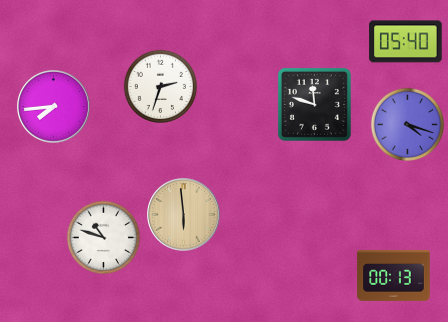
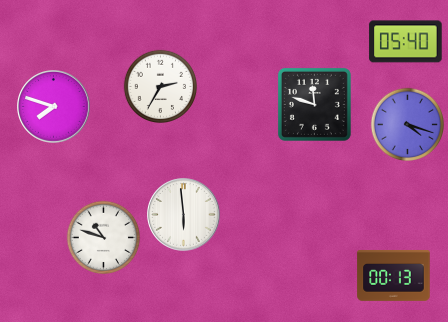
clock at (160, 86): 2:33 -> 2:35
clock at (54, 107): 7:44 -> 7:48
clock at (184, 215) dial: champagne -> white
